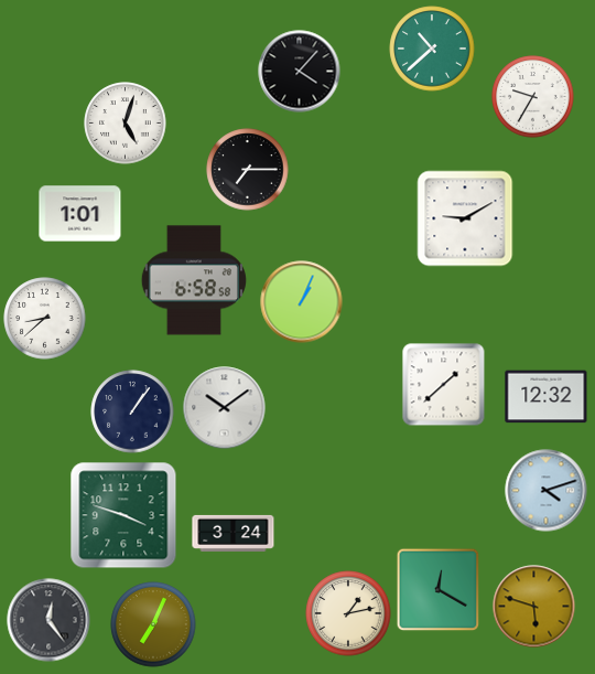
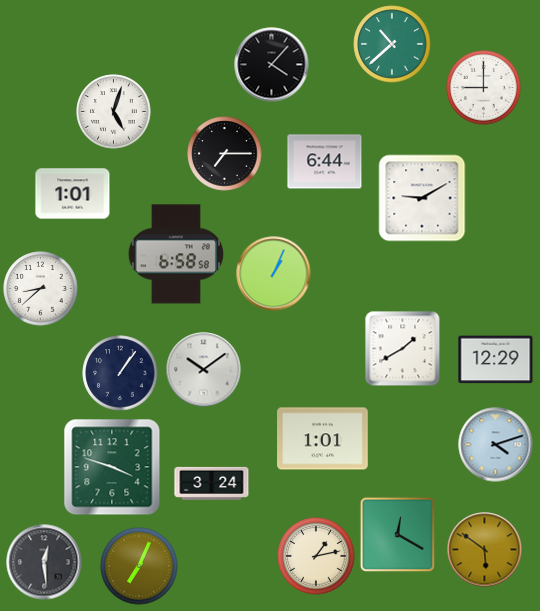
clock at (533, 97): 9:35 -> 9:00
clock at (325, 162): none -> 6:44
clock at (444, 385): 1:38 -> 1:40
clock at (547, 397): 12:32 -> 12:29
clock at (323, 439): none -> 1:01
clock at (534, 607): 5:48 -> 5:51
clock at (48, 620): 12:24 -> 12:29
